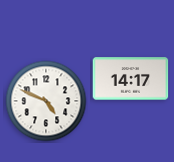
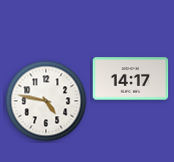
clock at (46, 101): 4:49 -> 4:47
